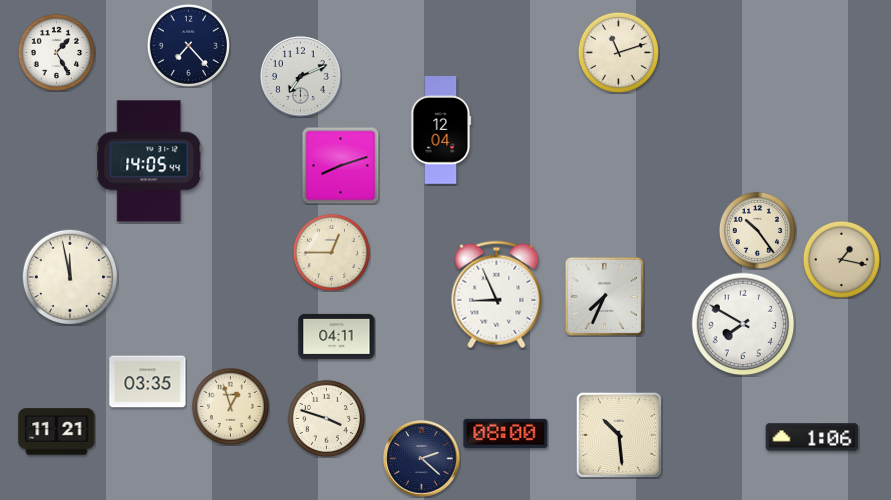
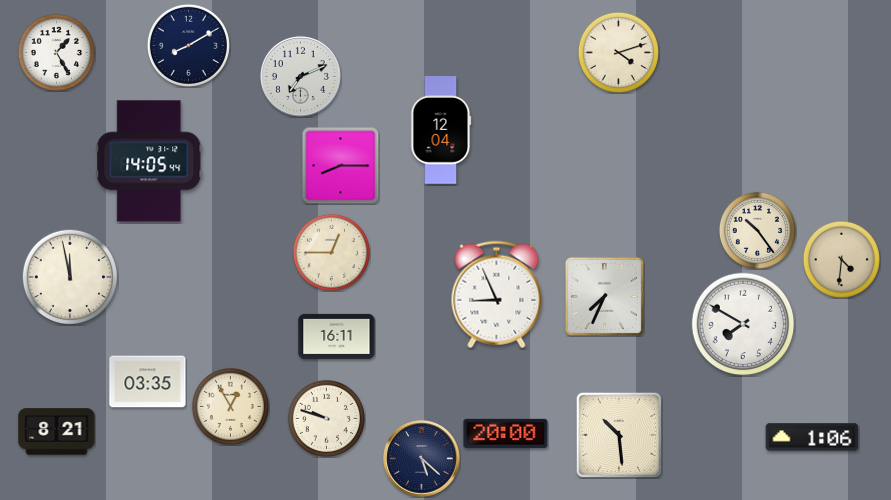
clock at (188, 45): 7:23 -> 8:10
clock at (618, 52): 11:12 -> 4:12
clock at (340, 165): 8:12 -> 8:15
clock at (841, 259): 1:17 -> 4:31
clock at (337, 336): 04:11 -> 16:11
clock at (230, 406): 12:57 -> 12:55
clock at (326, 418): 3:48 -> 9:48
clock at (57, 432): 11:21 -> 8:21
clock at (506, 433): 08:00 -> 20:00
clock at (422, 459): 2:22 -> 5:22
